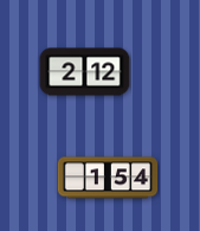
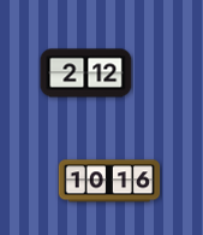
clock at (108, 178): 1:54 -> 10:16
